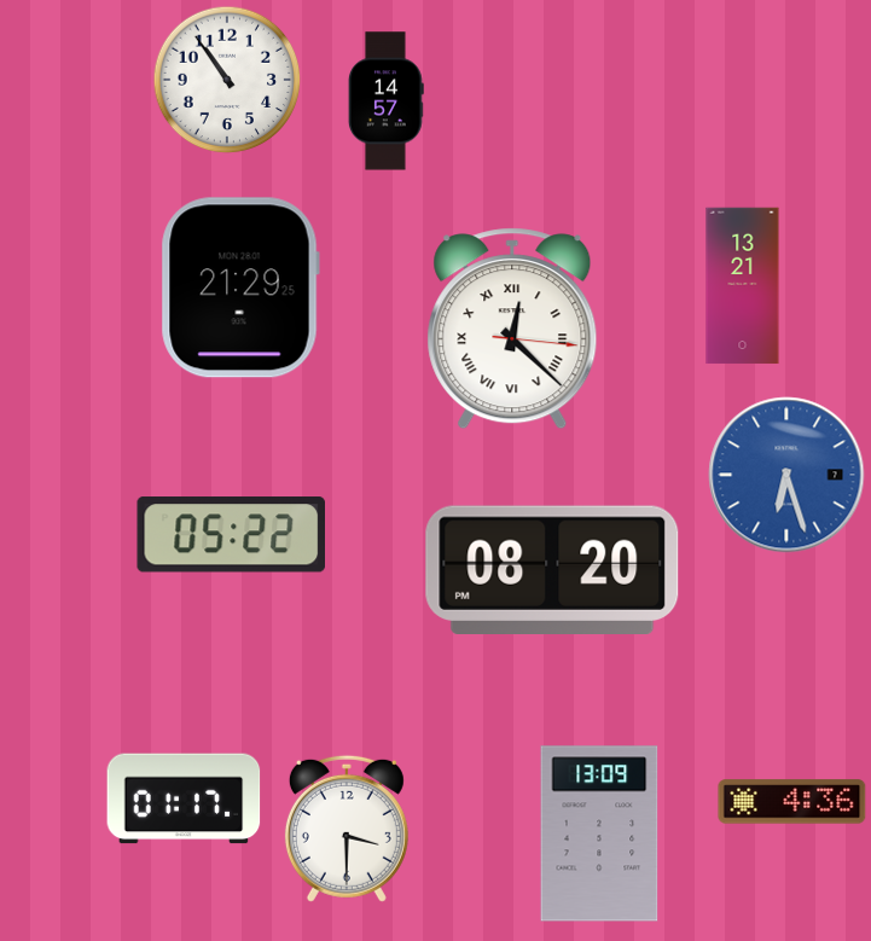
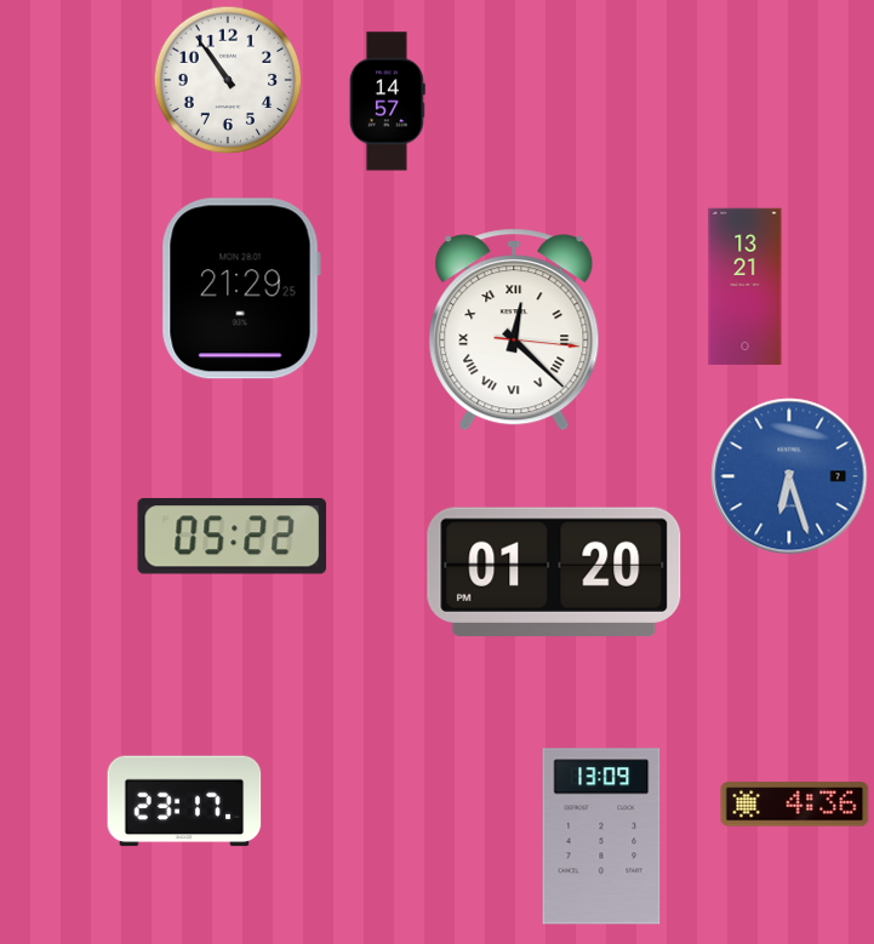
clock at (552, 569): 08:20 -> 01:20
clock at (184, 798): 01:17 -> 23:17
clock at (347, 829): 3:30 -> none
